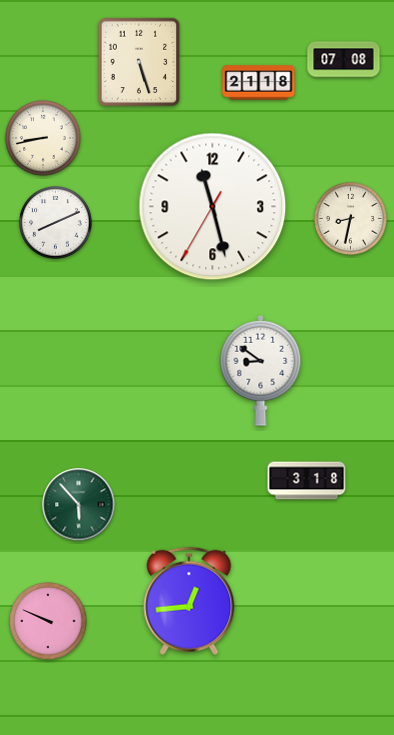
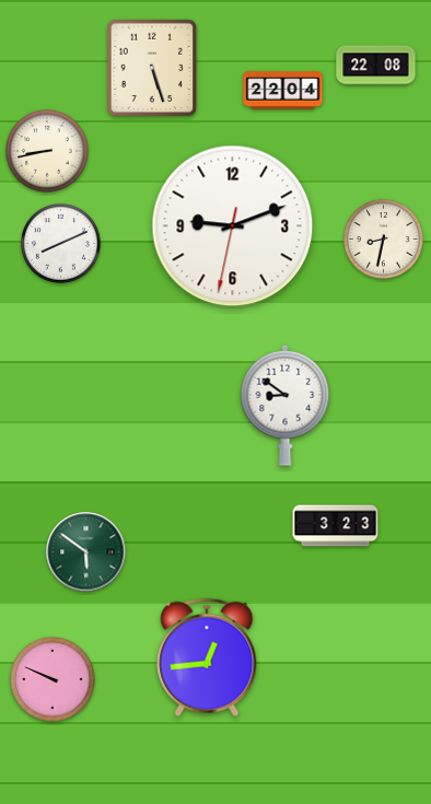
clock at (344, 60): 07:08 -> 22:08
clock at (259, 83): 21:18 -> 22:04
clock at (213, 207): 11:27 -> 9:11
clock at (307, 481): 3:18 -> 3:23
clock at (79, 505): 5:53 -> 5:51
